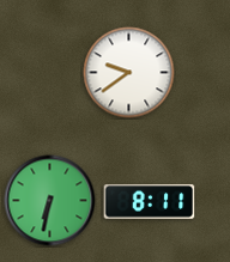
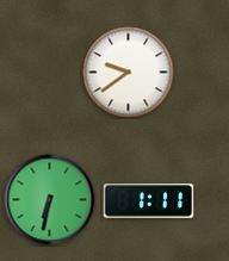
clock at (150, 202): 8:11 -> 1:11
